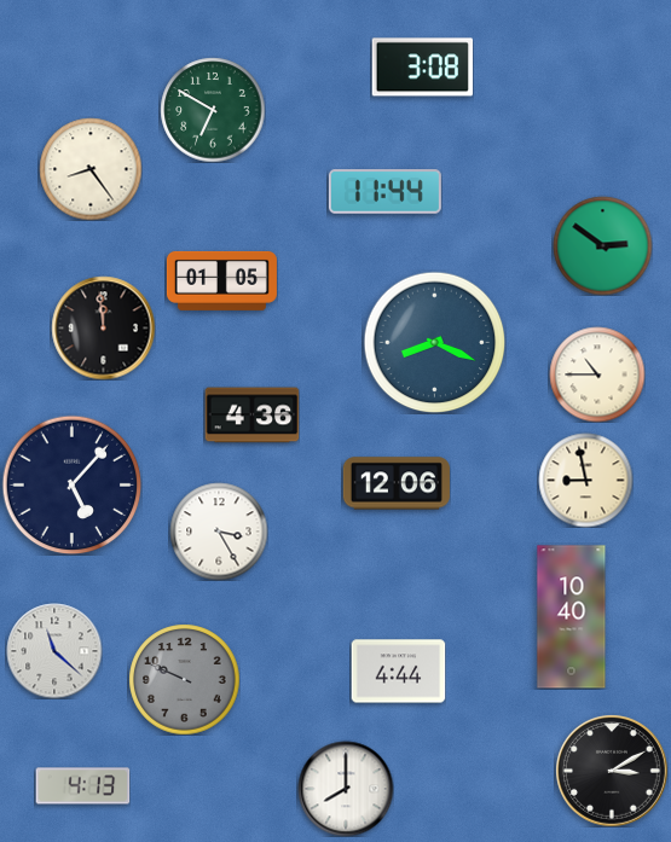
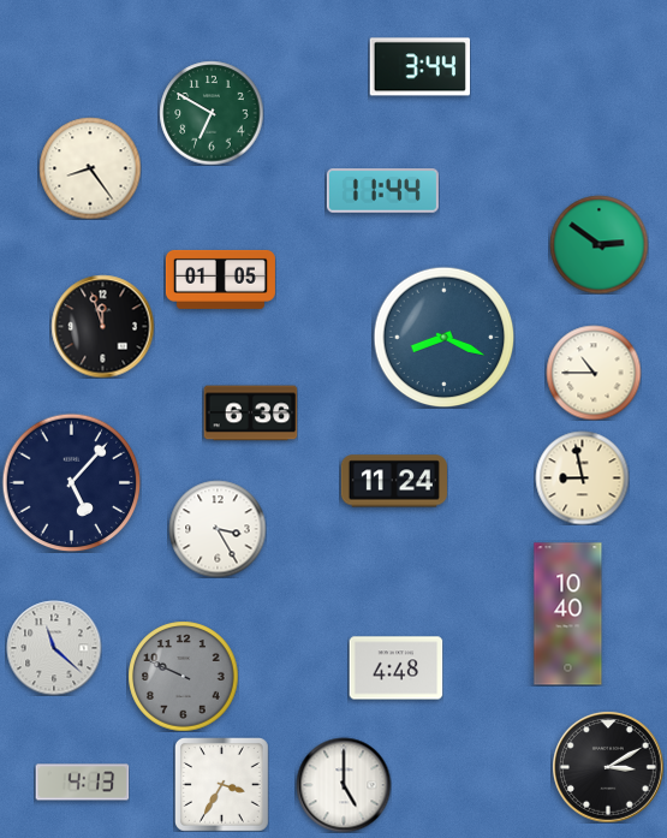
clock at (422, 68): 3:08 -> 3:44
clock at (213, 110) position: (213, 110) -> (212, 113)
clock at (103, 327): 11:59 -> 11:57
clock at (434, 342) position: (434, 342) -> (443, 337)
clock at (251, 416): 4:36 -> 6:36
clock at (397, 483): 12:06 -> 11:24
clock at (398, 672): 4:44 -> 4:48
clock at (222, 785): none -> 3:35
clock at (346, 789): 8:00 -> 5:00
